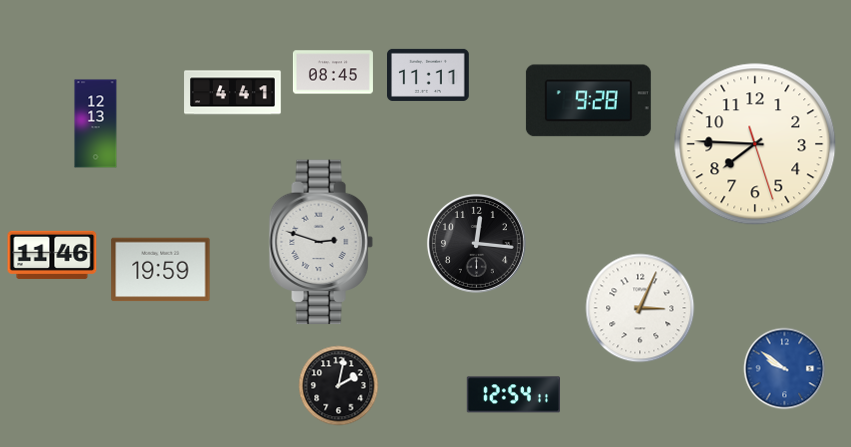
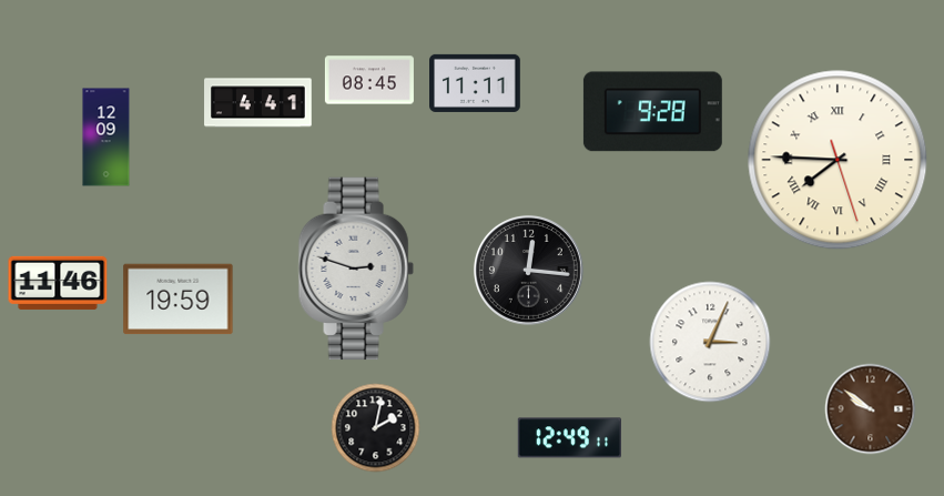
clock at (96, 124): 12:13 -> 12:09
clock at (755, 144) numerals: Arabic -> Roman
clock at (785, 369) dial: blue -> brown
clock at (513, 395): 12:54 -> 12:49
